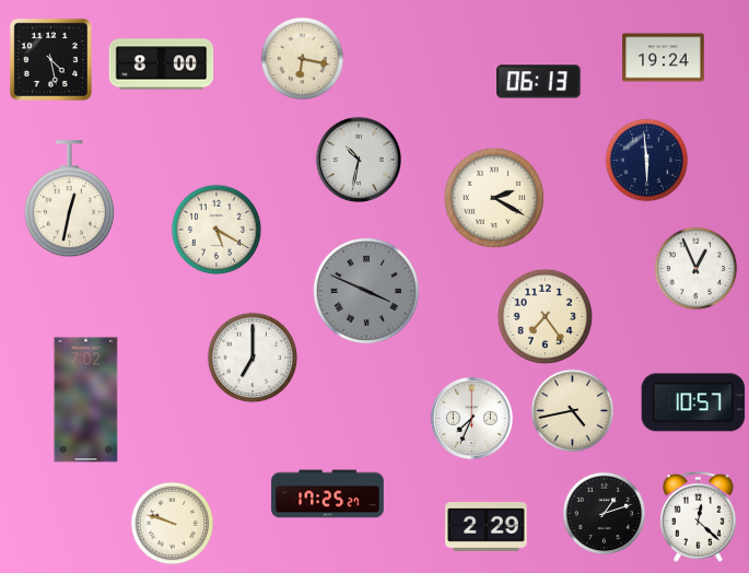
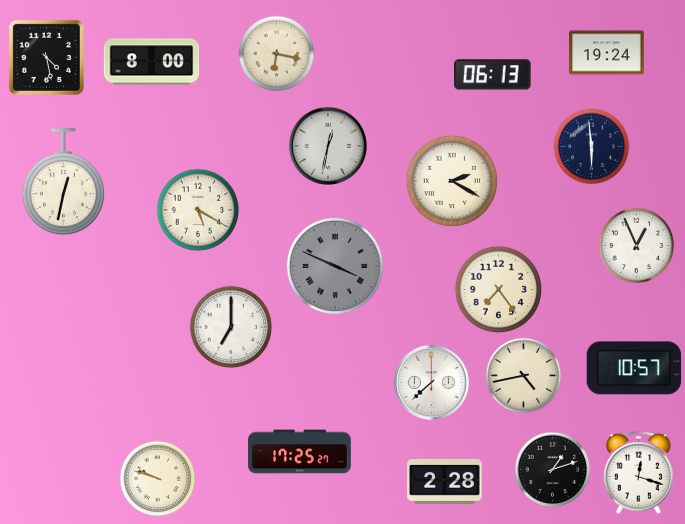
clock at (50, 59) position: (50, 59) -> (46, 57)
clock at (162, 65) position: (162, 65) -> (152, 62)
clock at (359, 160): 10:32 -> 12:32
clock at (86, 400): 7:02 -> none
clock at (471, 418): 7:34 -> 7:38
clock at (699, 516): 12:22 -> 12:18
clock at (487, 527): 2:29 -> 2:28
